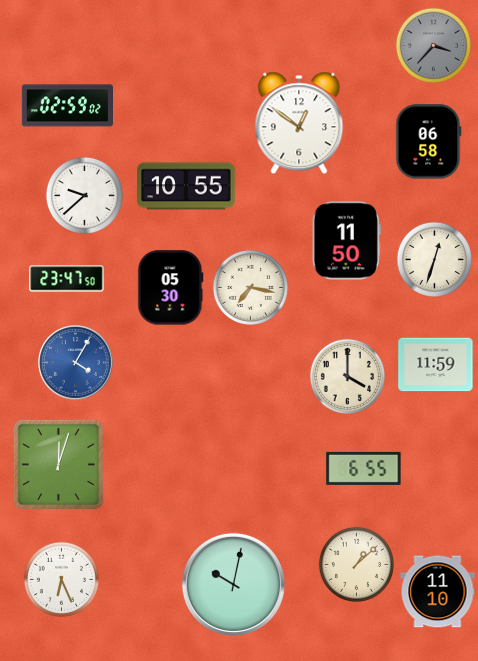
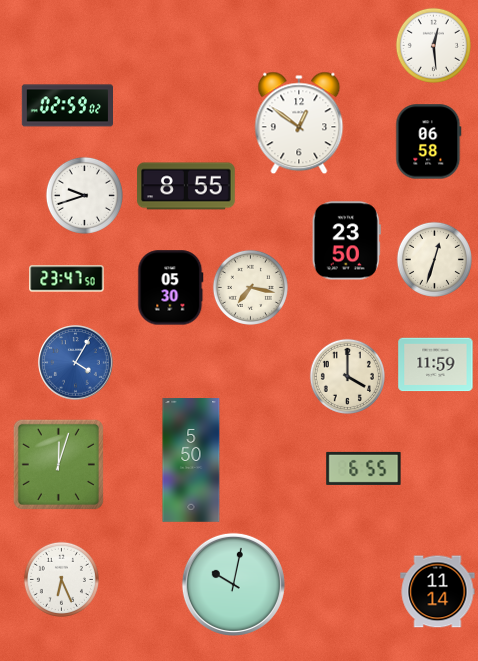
clock at (433, 45): 3:37 -> 12:29
clock at (433, 45) dial: grey -> white
clock at (186, 186): 10:55 -> 8:55
clock at (84, 195): 9:38 -> 9:42
clock at (346, 241): 11:50 -> 23:50
clock at (191, 460): none -> 5:50
clock at (356, 564): 1:08 -> none
clock at (438, 592): 11:10 -> 11:14
